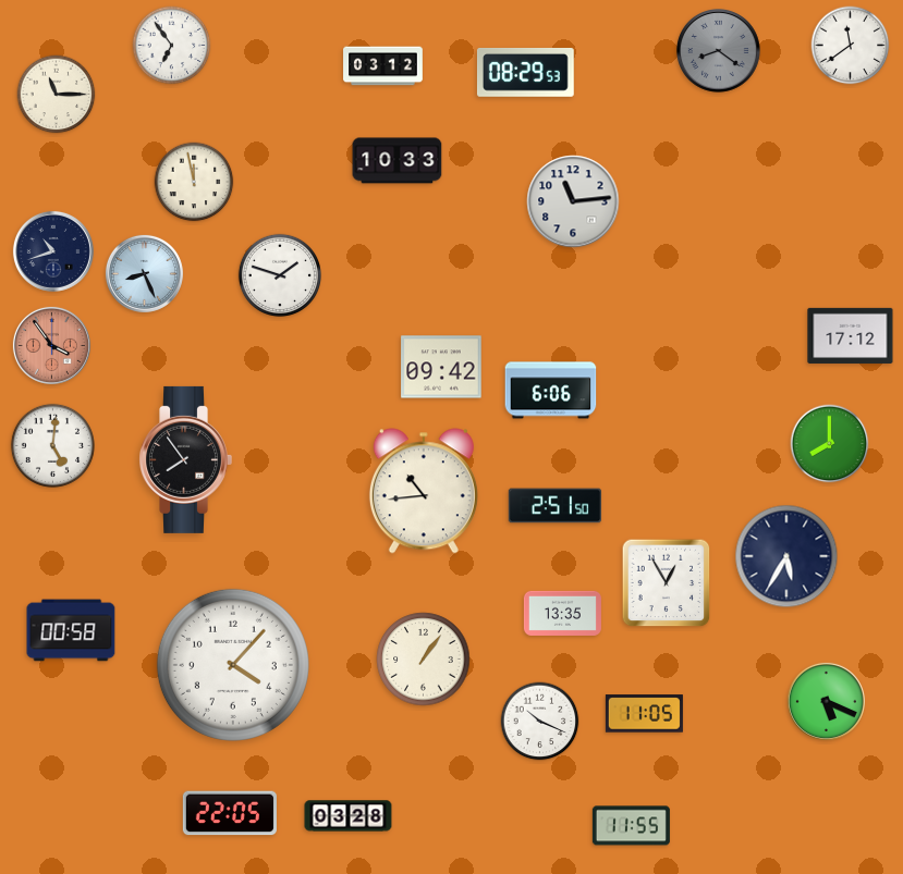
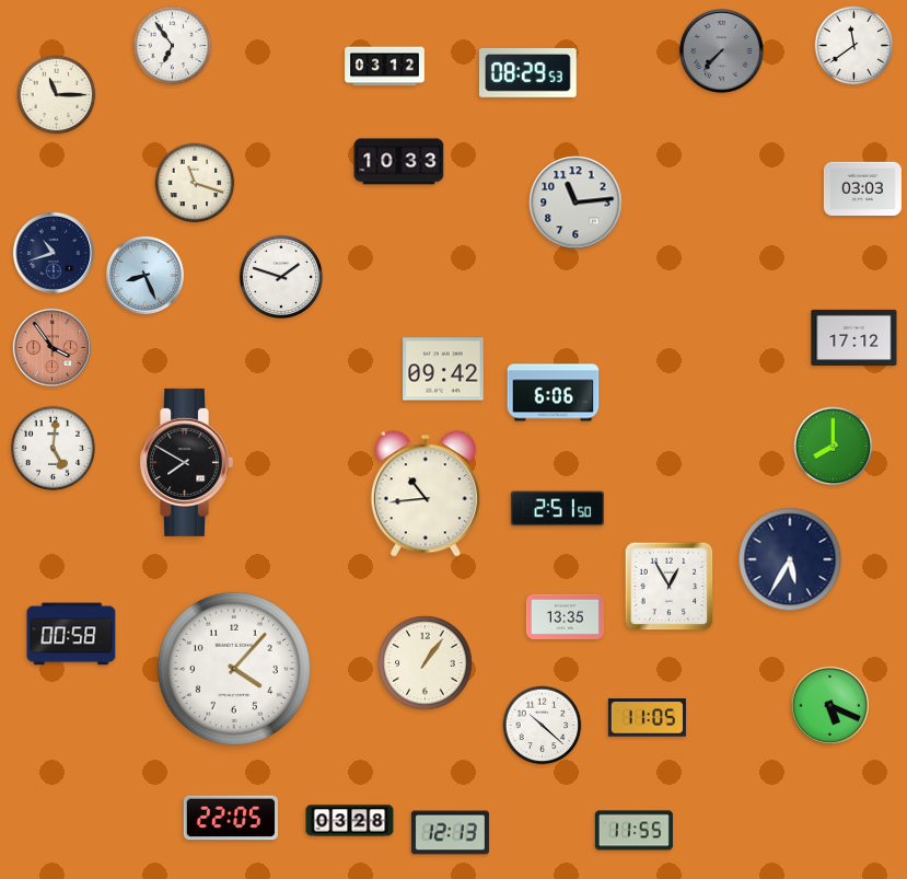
clock at (719, 51): 8:21 -> 7:37
clock at (194, 182): 11:58 -> 11:18
clock at (862, 188): none -> 03:03
clock at (185, 459): 7:54 -> 7:50
clock at (540, 722): 10:19 -> 10:22
clock at (450, 833): none -> 12:13
